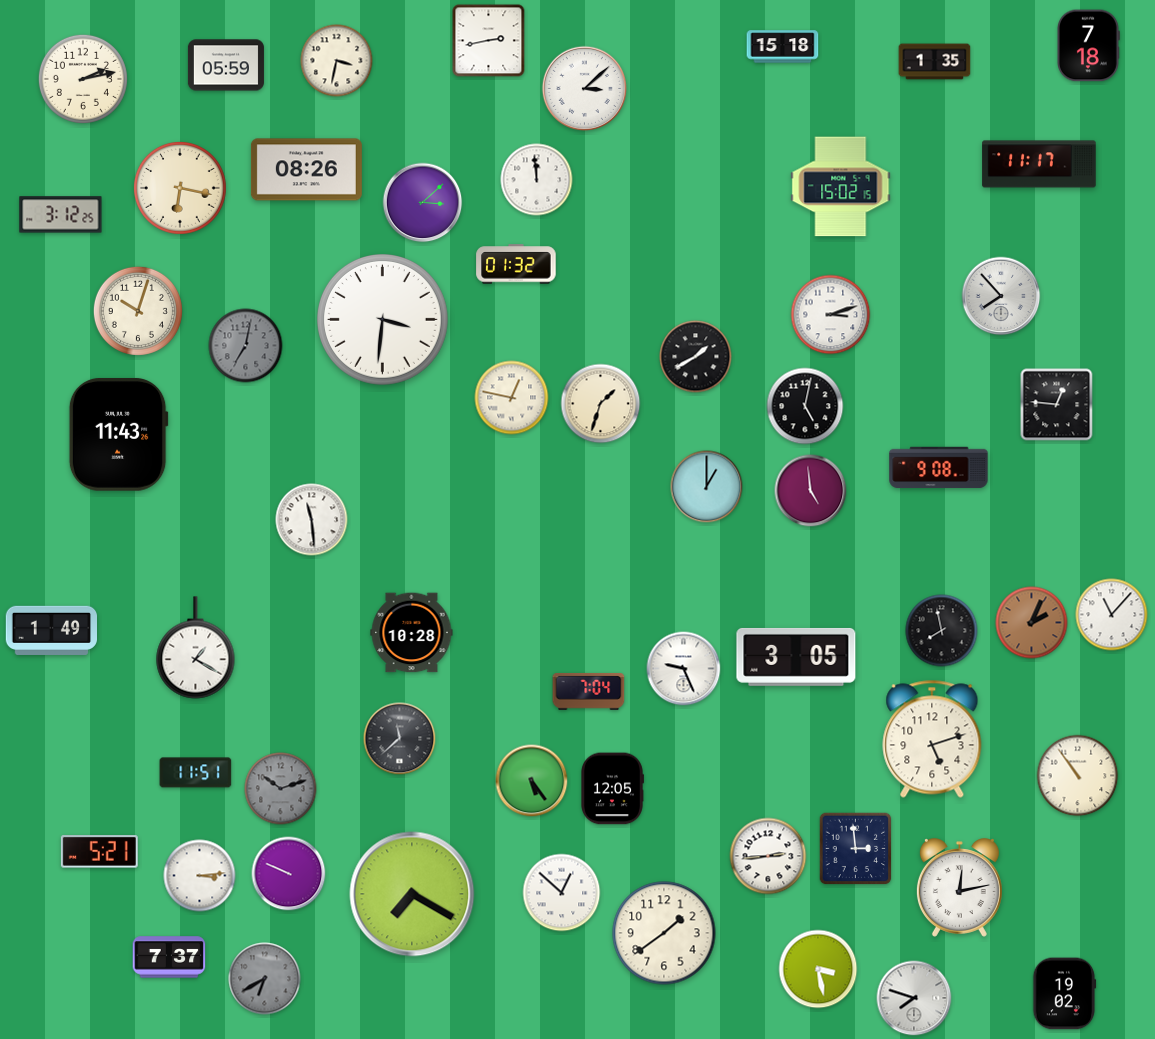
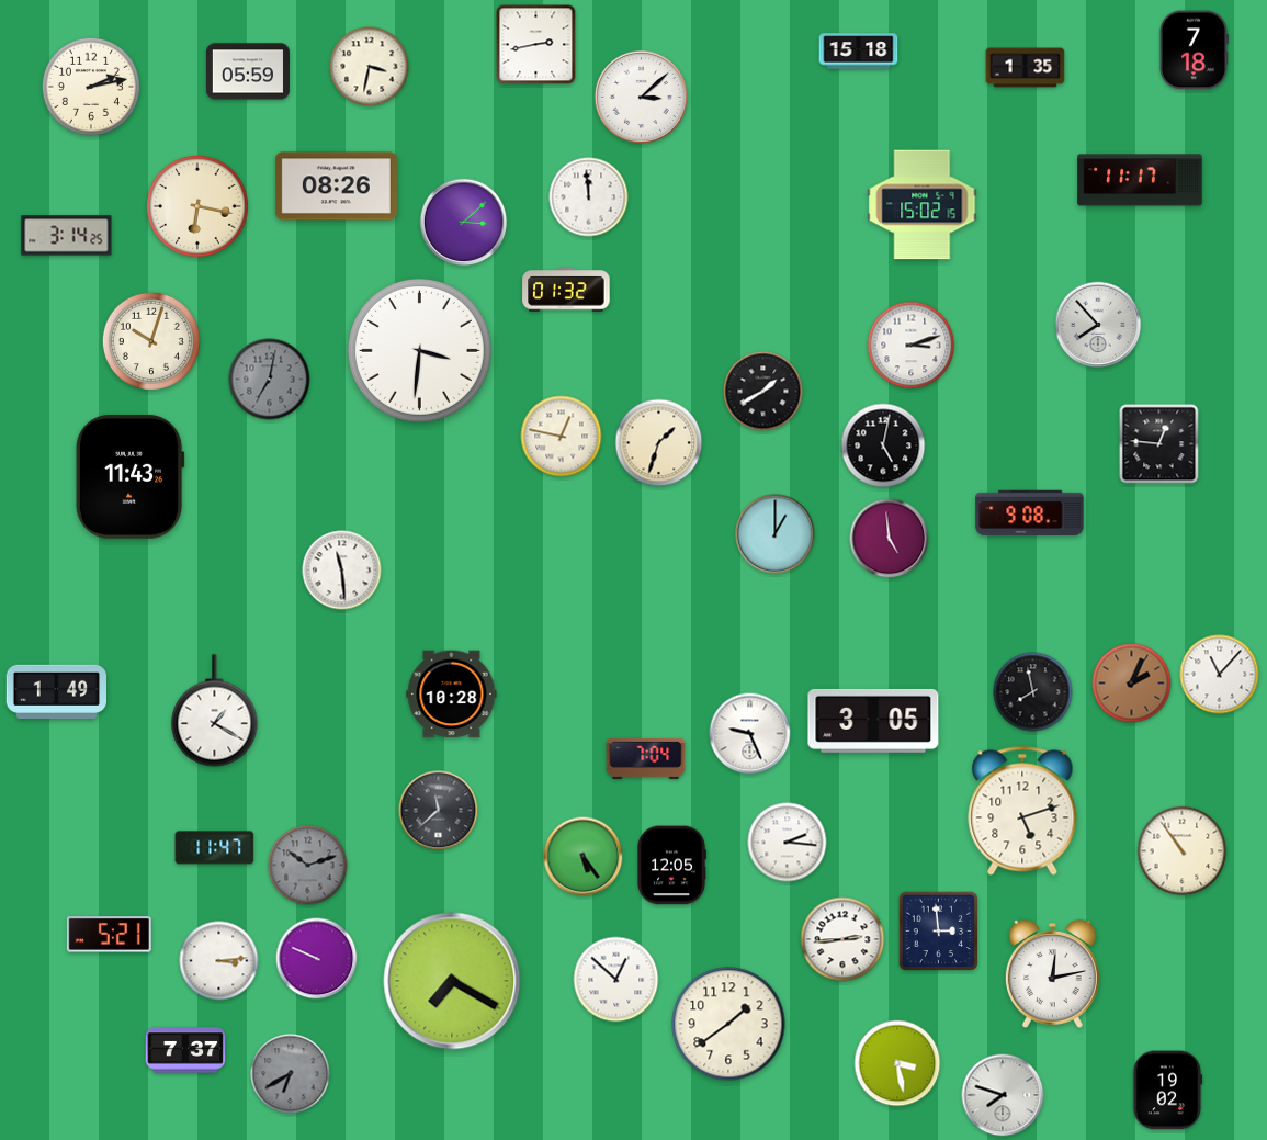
clock at (61, 215): 3:12 -> 3:14
clock at (788, 843): none -> 2:16
clock at (196, 773): 11:51 -> 11:47
